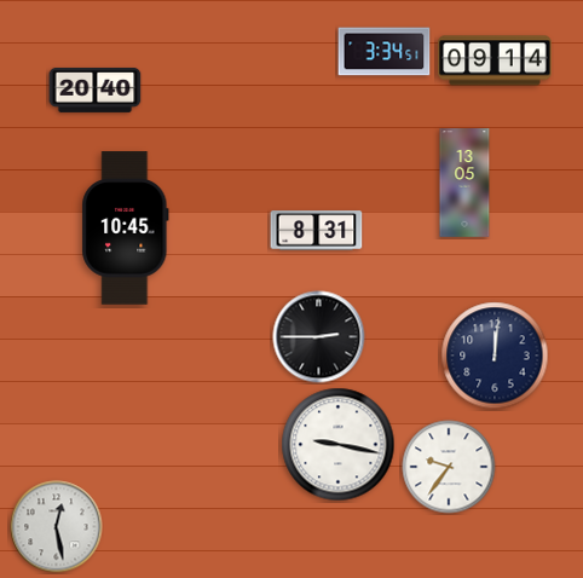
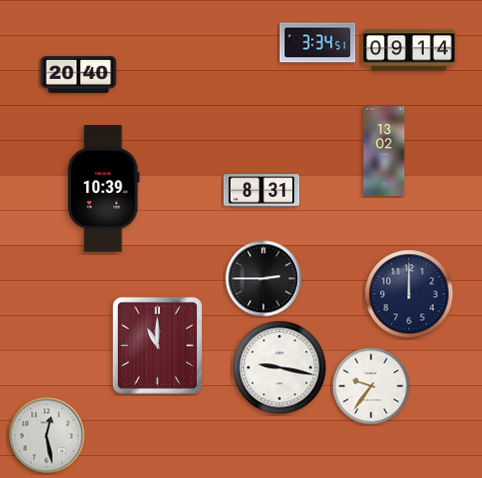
clock at (464, 183): 13:05 -> 13:02
clock at (126, 229): 10:45 -> 10:39
clock at (495, 356): 12:01 -> 12:00
clock at (157, 345): none -> 11:00
